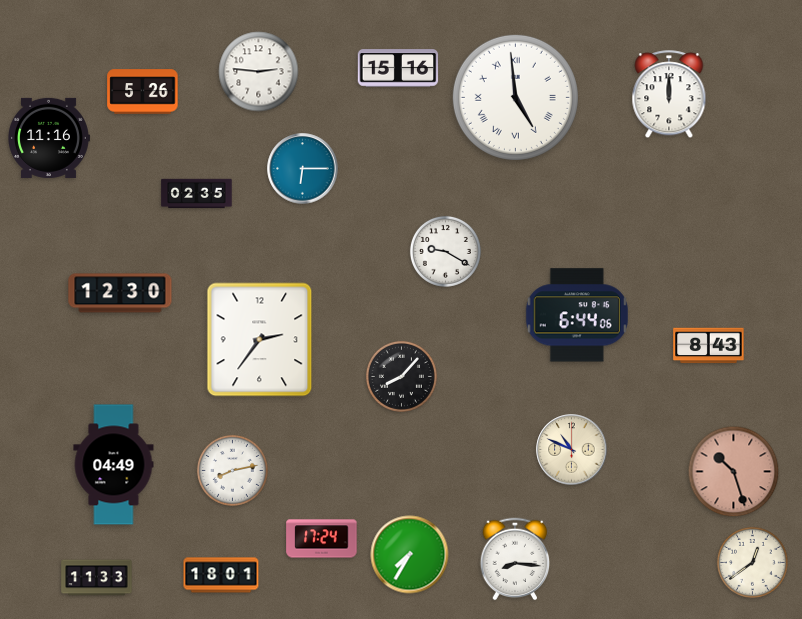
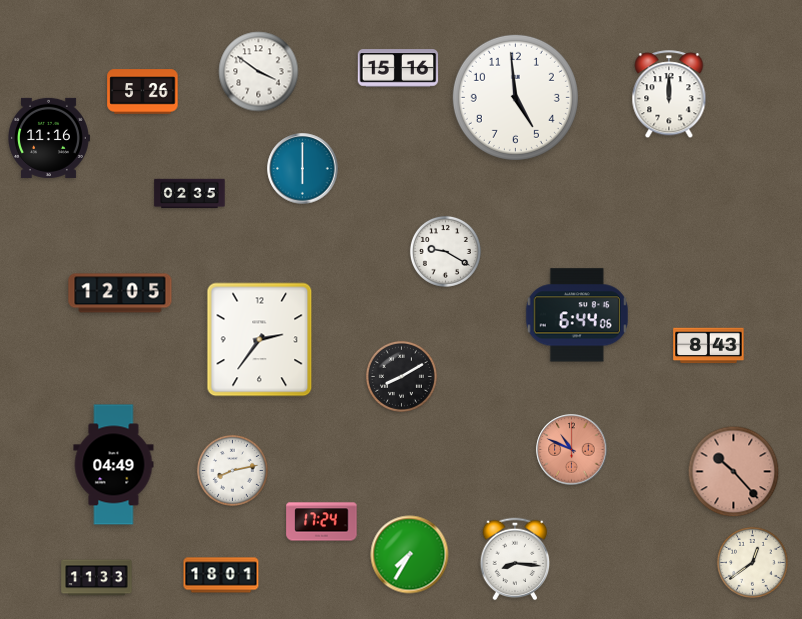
clock at (259, 72): 2:46 -> 3:51
clock at (515, 97) numerals: Roman -> Arabic
clock at (303, 169): 6:15 -> 6:00
clock at (197, 194) position: (197, 194) -> (190, 194)
clock at (120, 293): 12:30 -> 12:05
clock at (401, 376): 8:07 -> 8:10
clock at (572, 450) dial: cream -> salmon
clock at (734, 472): 10:27 -> 10:23
clock at (322, 539) position: (322, 539) -> (322, 522)
